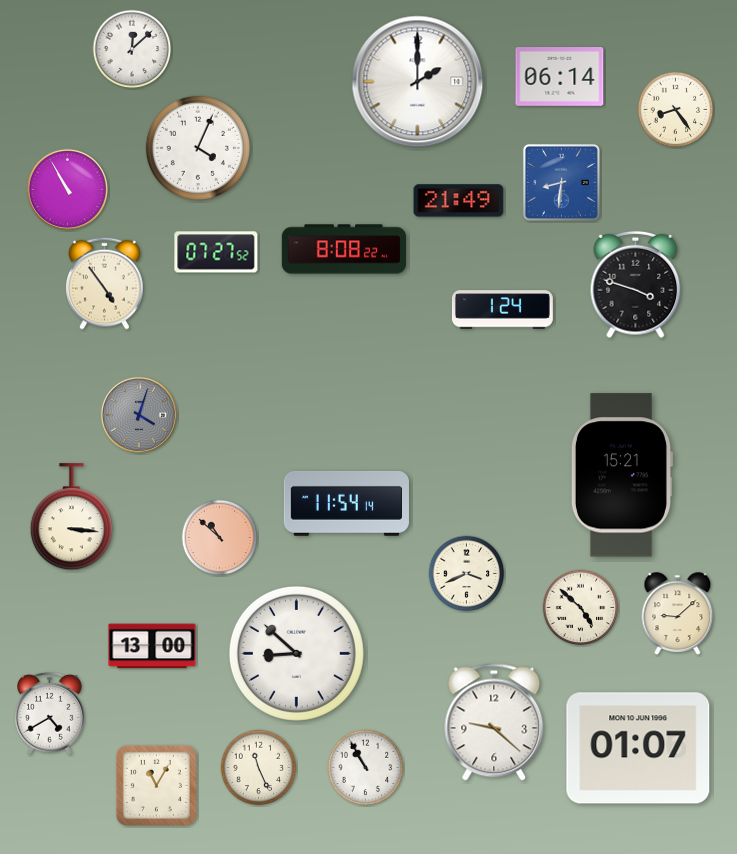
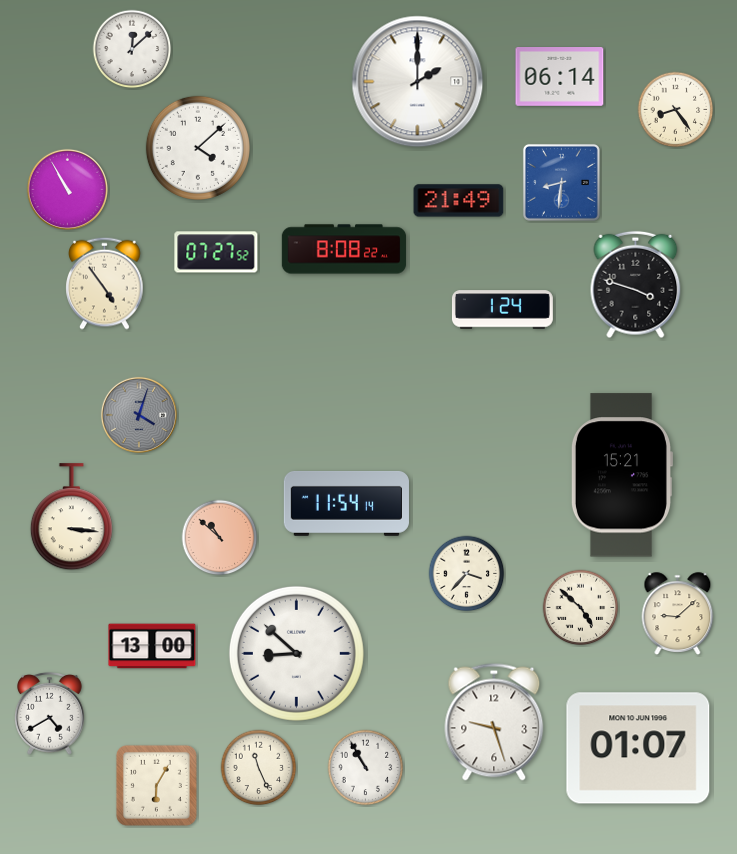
clock at (198, 148): 4:04 -> 4:08
clock at (467, 574): 3:41 -> 3:37
clock at (494, 722): 9:22 -> 9:27
clock at (156, 785): 11:05 -> 6:05
